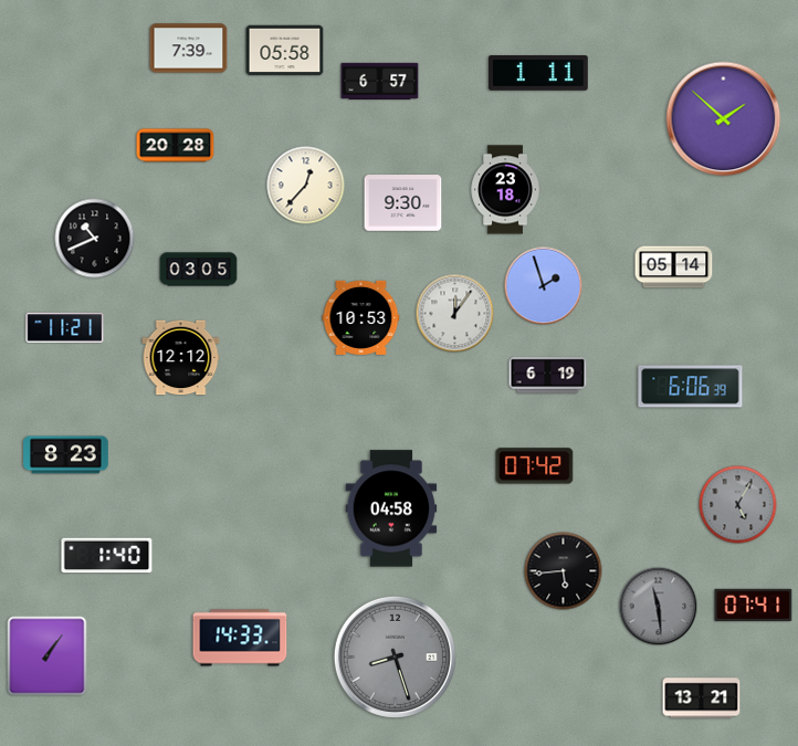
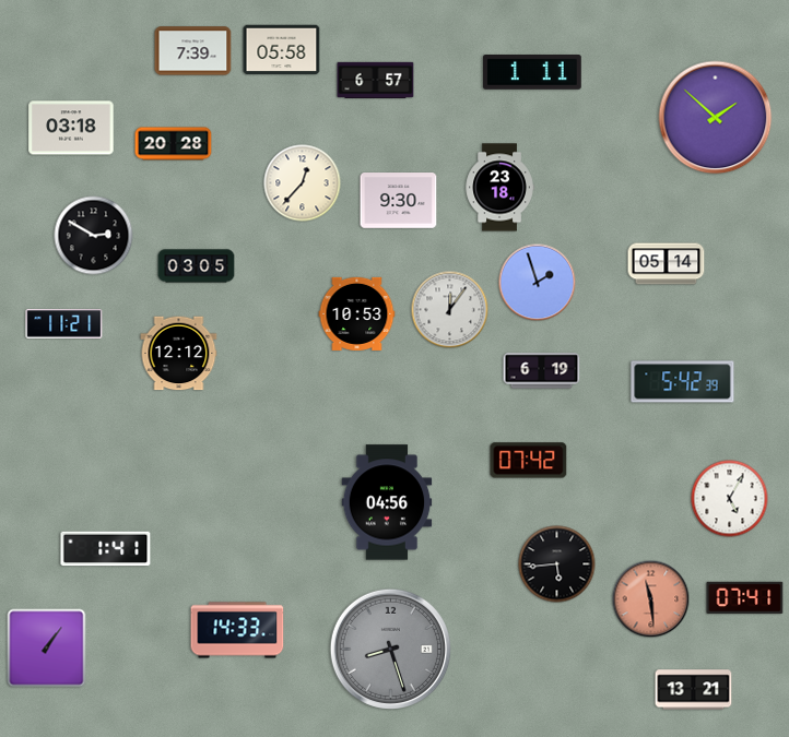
clock at (189, 49) position: (189, 49) -> (193, 51)
clock at (71, 128): none -> 03:18
clock at (95, 239): 10:41 -> 2:50
clock at (691, 387): 6:06 -> 5:42
clock at (66, 455): 8:23 -> none
clock at (738, 505) dial: grey -> white
clock at (391, 508): 04:58 -> 04:56
clock at (107, 556): 1:40 -> 1:41
clock at (659, 607) dial: grey -> salmon
